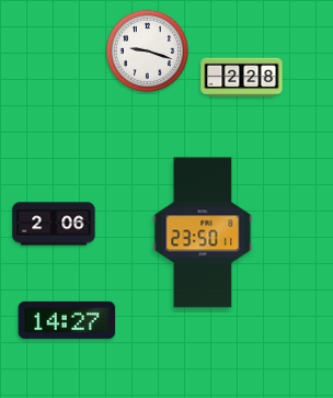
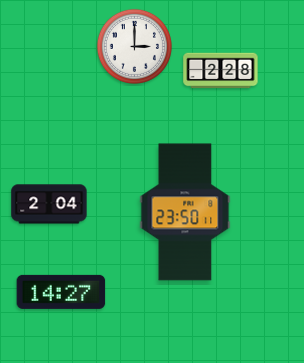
clock at (147, 50): 9:18 -> 3:00
clock at (54, 224): 2:06 -> 2:04
